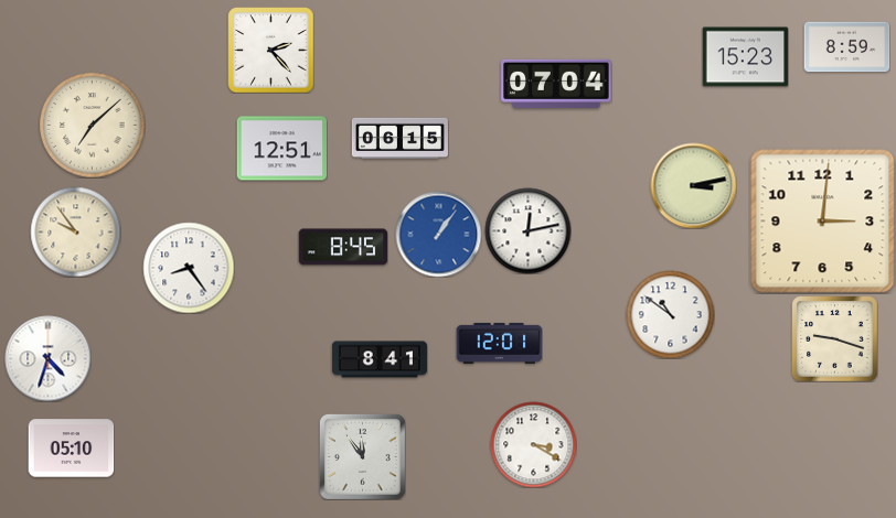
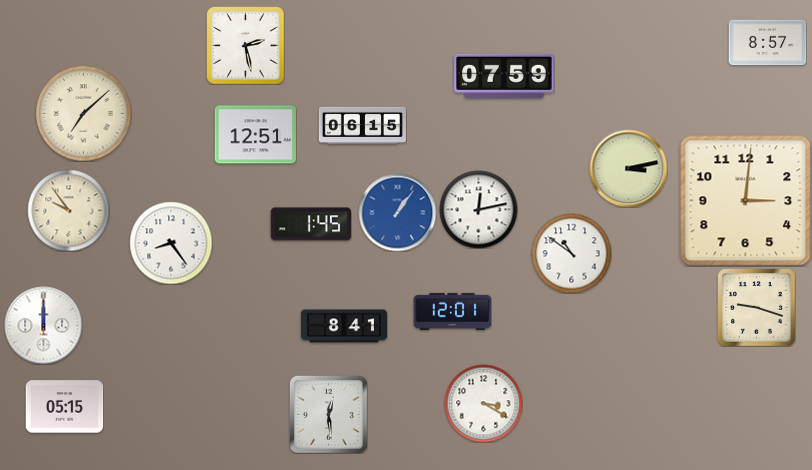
clock at (846, 47): 8:59 -> 8:57
clock at (270, 50): 2:23 -> 2:28
clock at (745, 57): 15:23 -> none
clock at (556, 84): 07:04 -> 07:59
clock at (343, 247): 8:45 -> 1:45
clock at (670, 314) position: (670, 314) -> (571, 253)
clock at (47, 358): 4:33 -> 12:00
clock at (71, 449): 05:10 -> 05:15
clock at (362, 456): 11:54 -> 12:29
